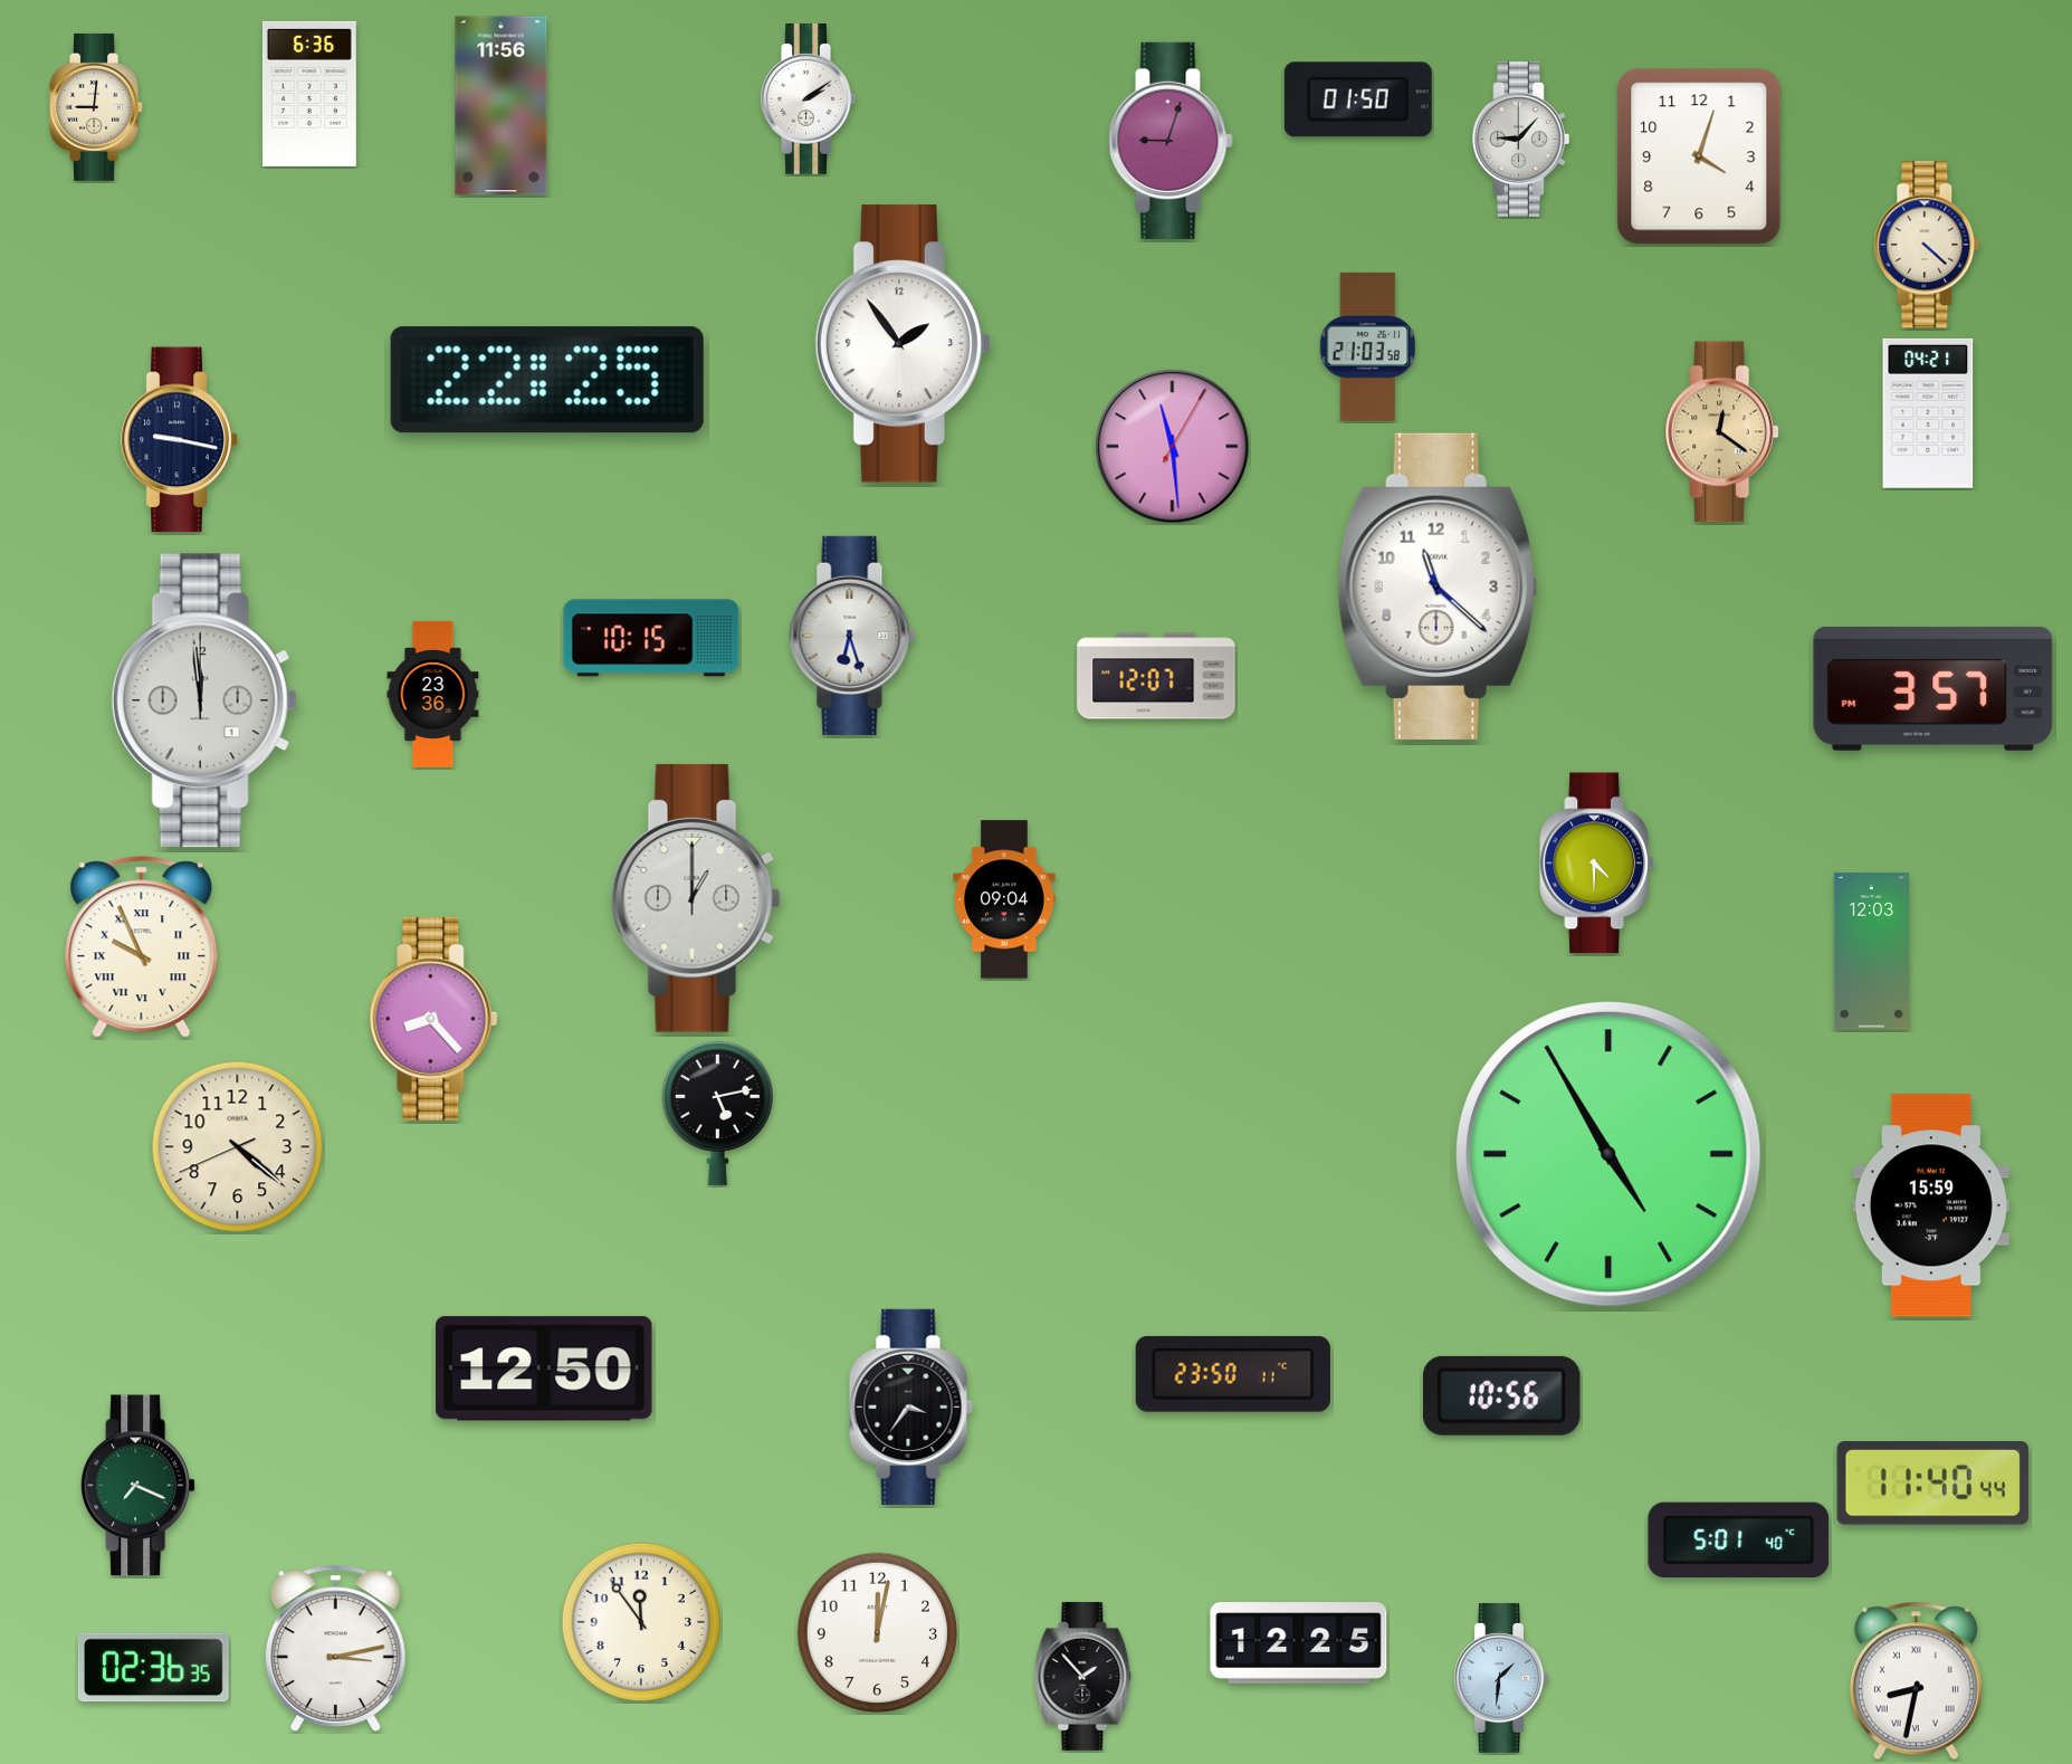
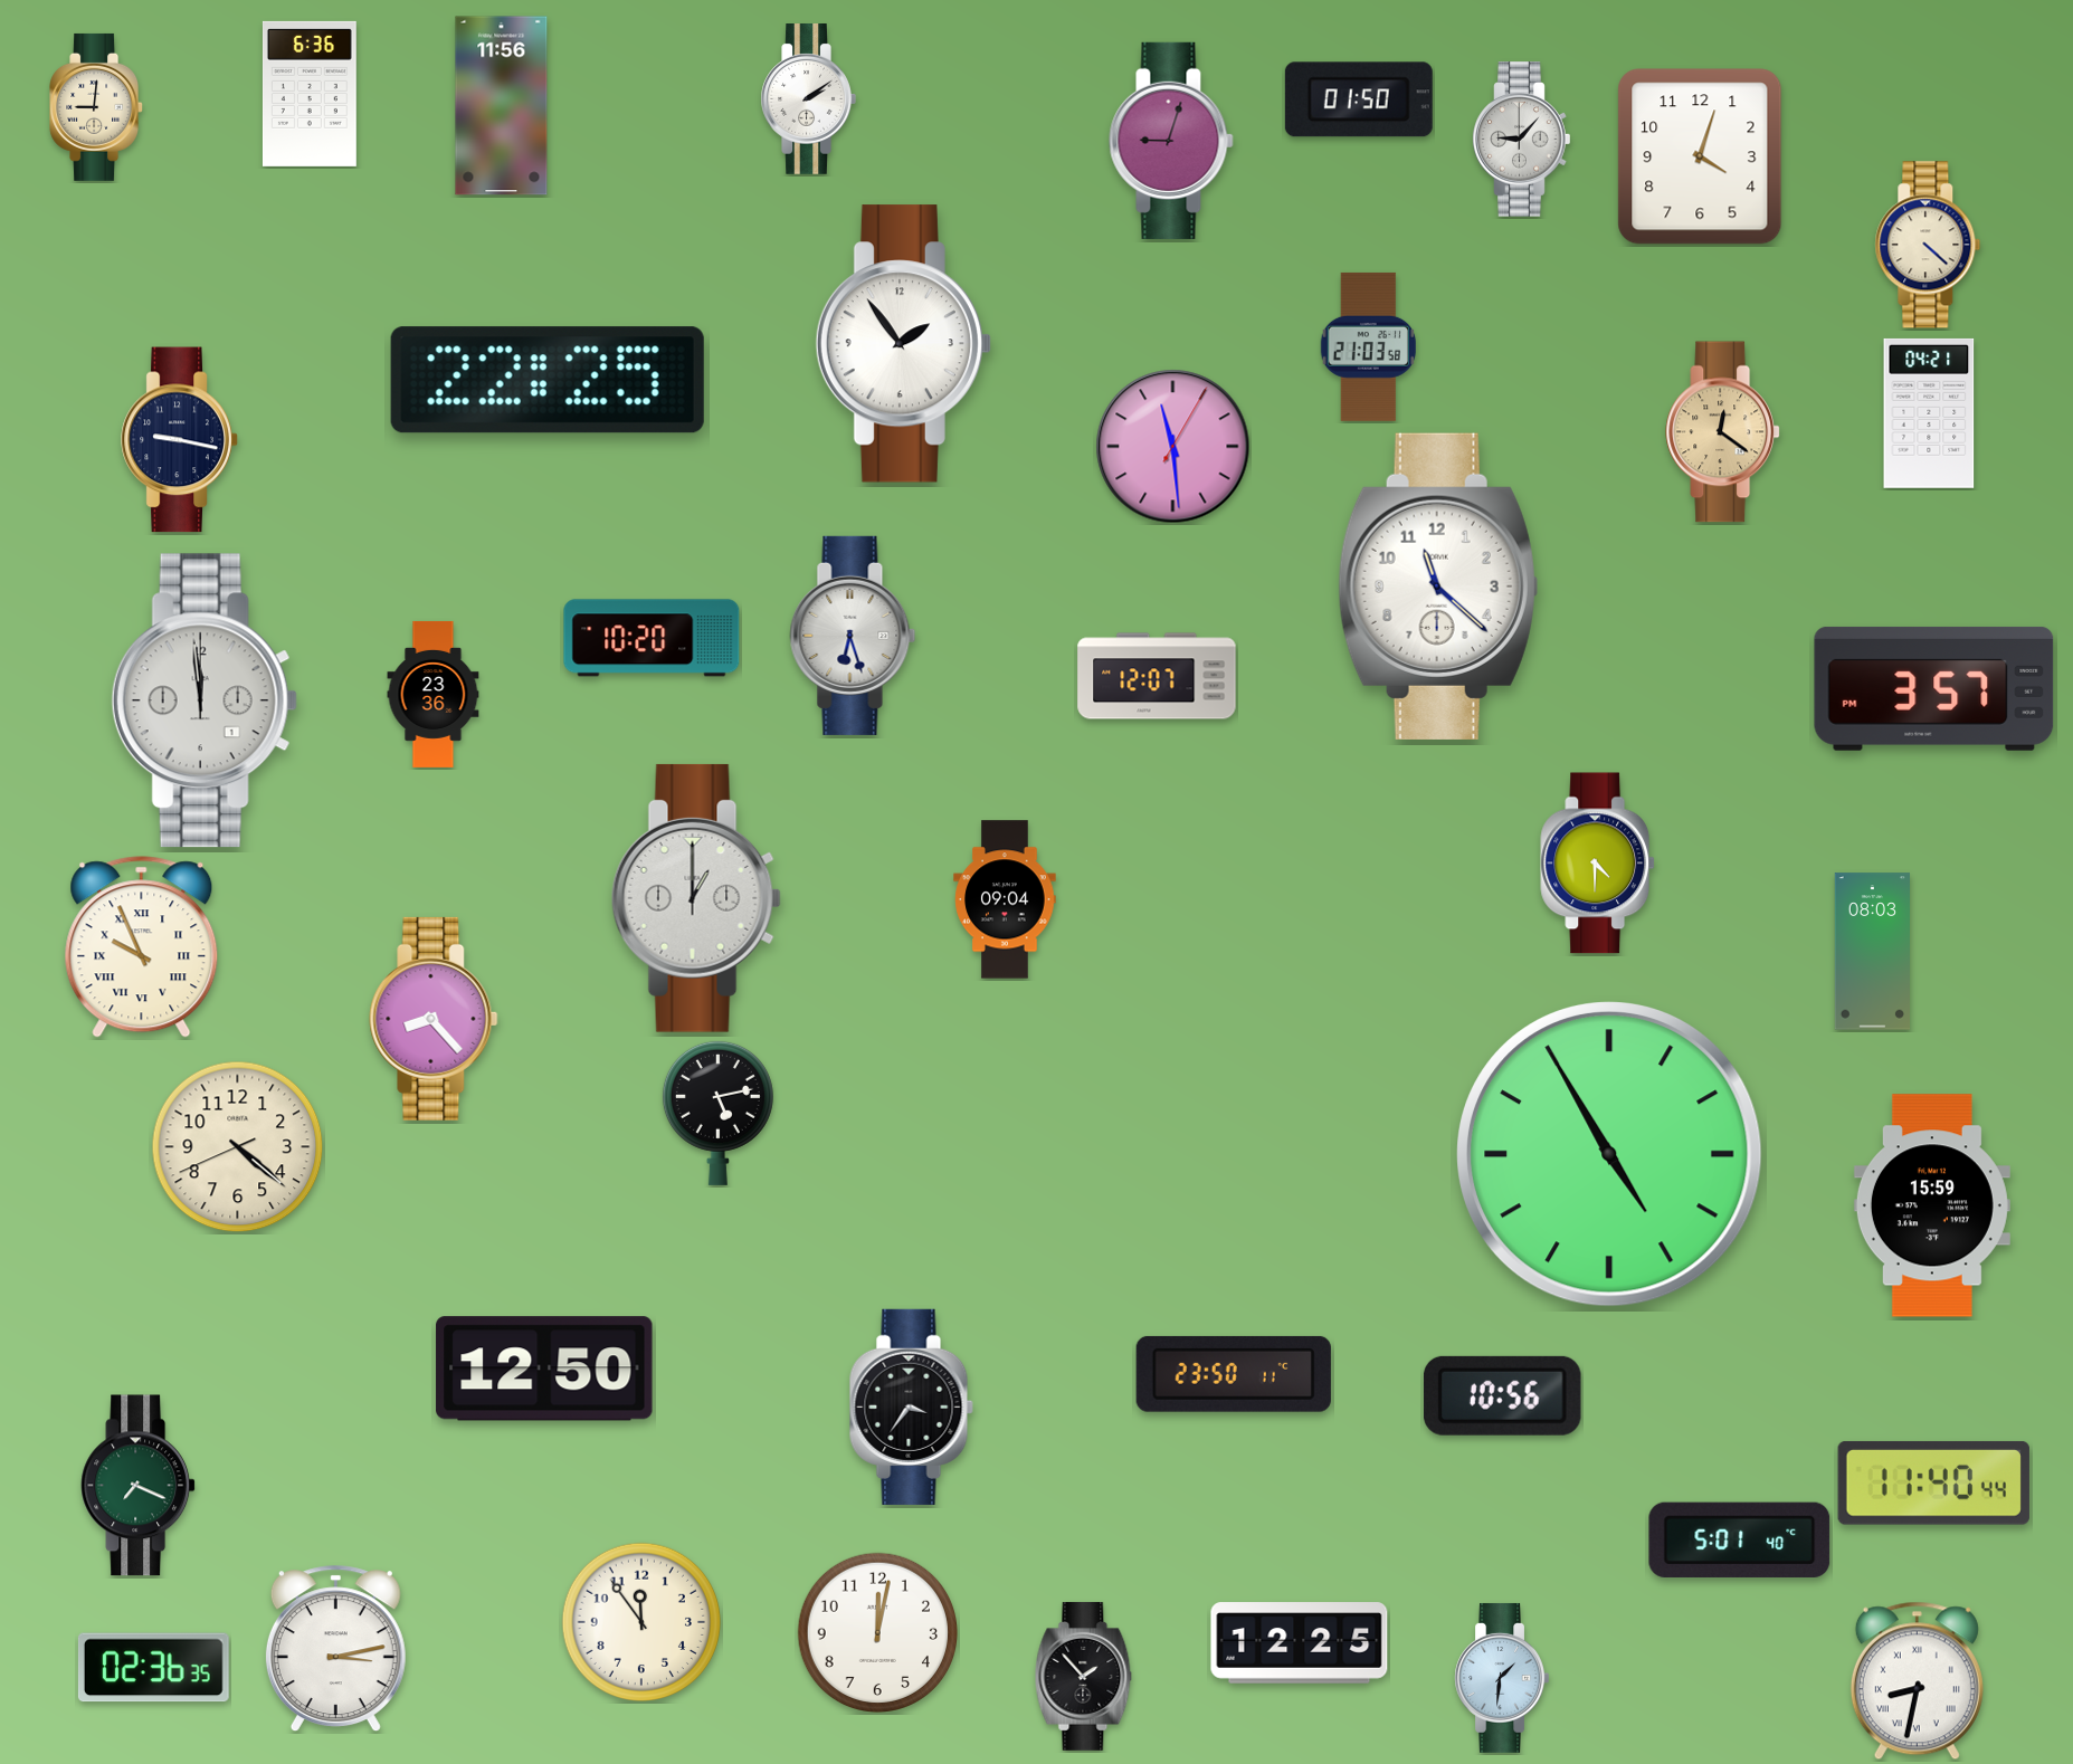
clock at (651, 638): 10:15 -> 10:20
clock at (1871, 952): 12:03 -> 08:03
